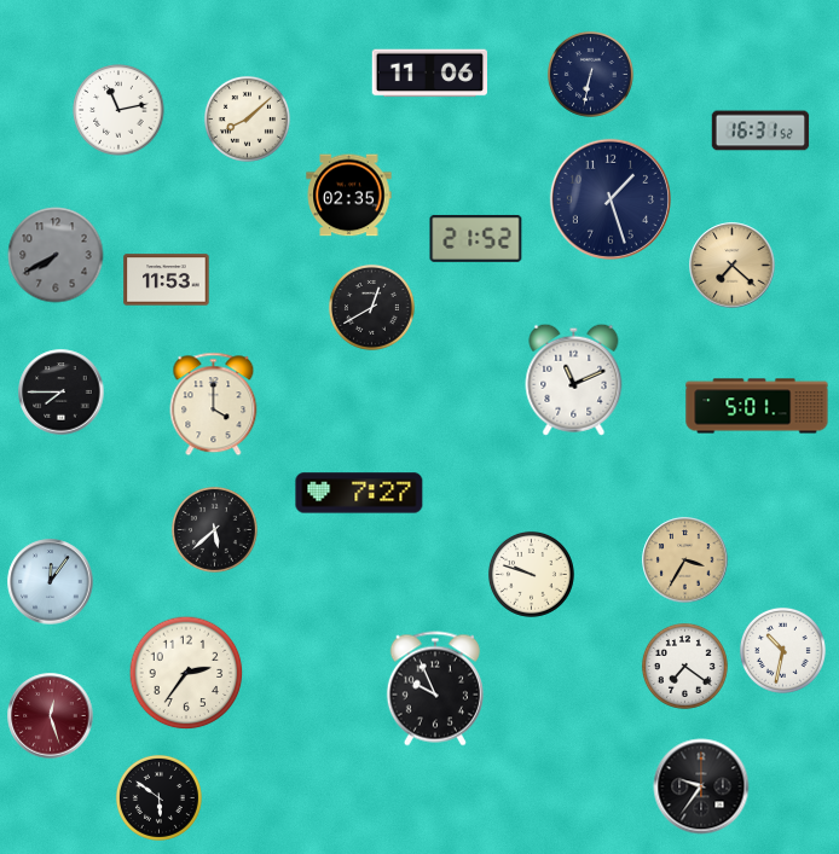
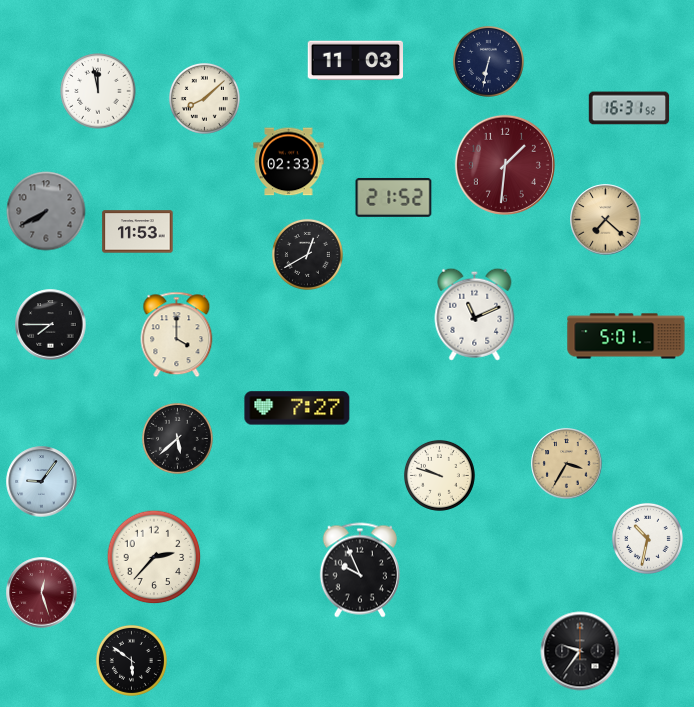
clock at (429, 74): 11:06 -> 11:03
clock at (118, 110): 11:13 -> 11:58
clock at (349, 196): 02:35 -> 02:33
clock at (611, 199): 1:27 -> 1:31
clock at (611, 199) dial: navy -> burgundy
clock at (51, 582): 12:06 -> 9:06
clock at (684, 666): 7:21 -> none
clock at (186, 673): 2:36 -> 2:37
